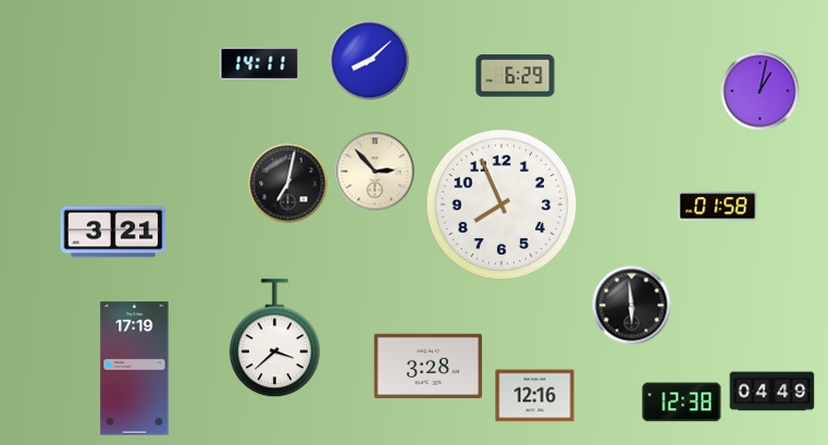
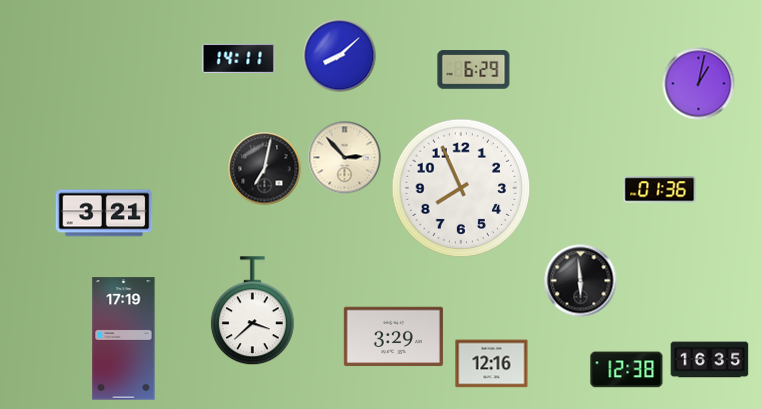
clock at (718, 207): 01:58 -> 01:36
clock at (428, 367): 3:28 -> 3:29
clock at (773, 392): 04:49 -> 16:35
